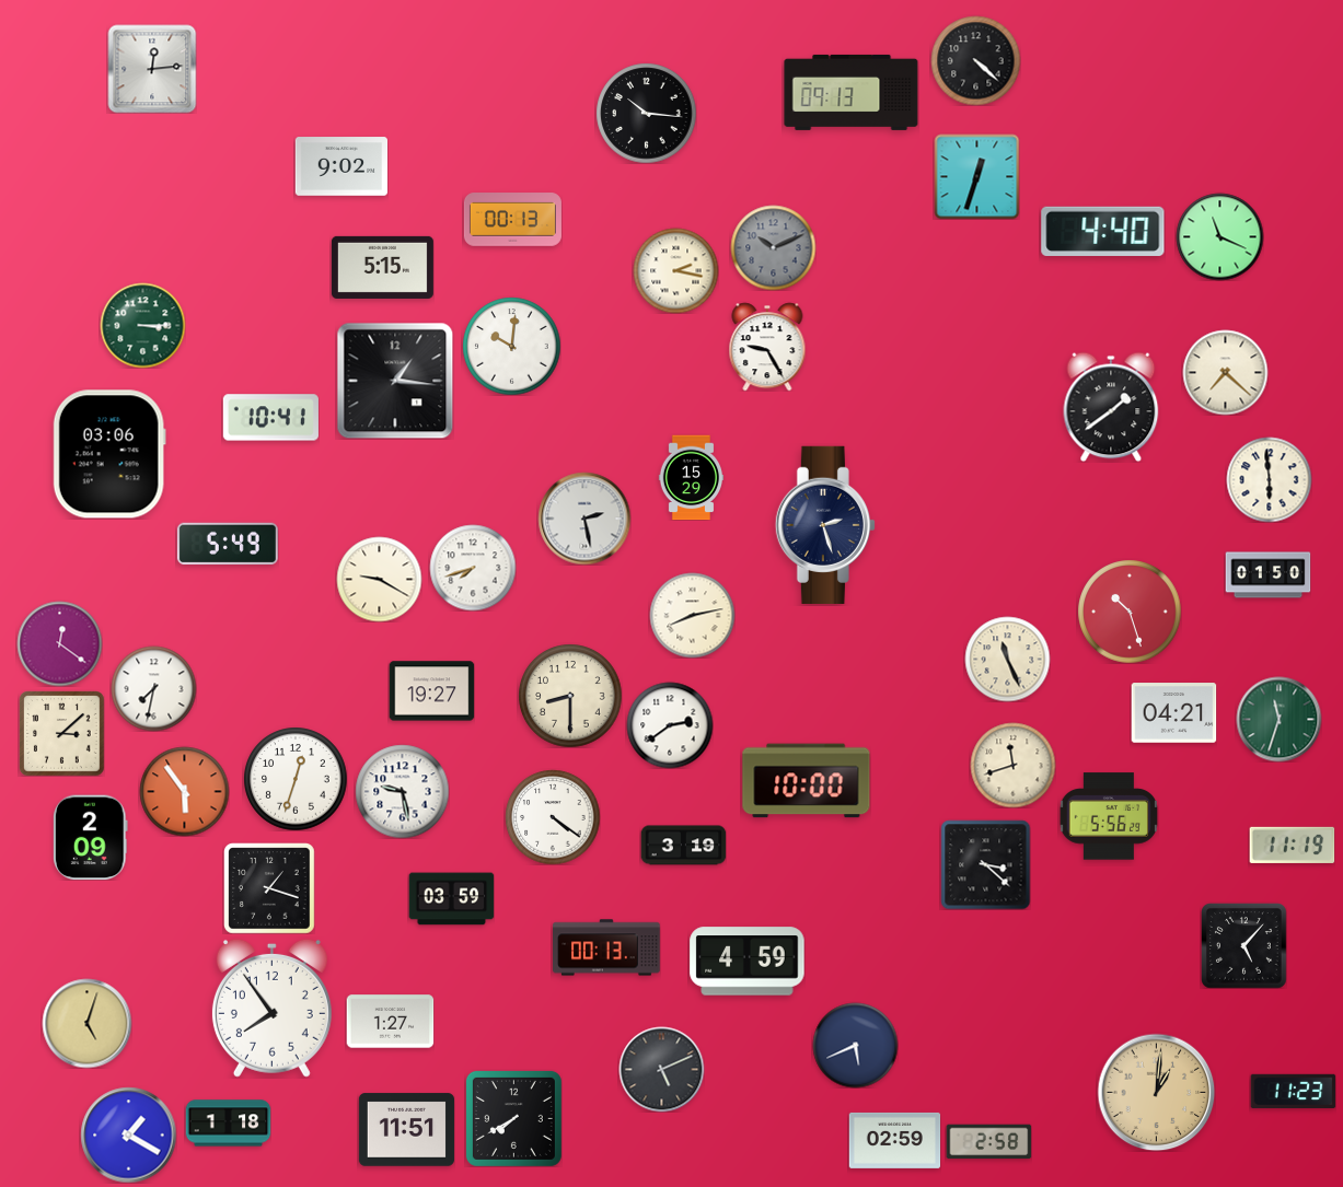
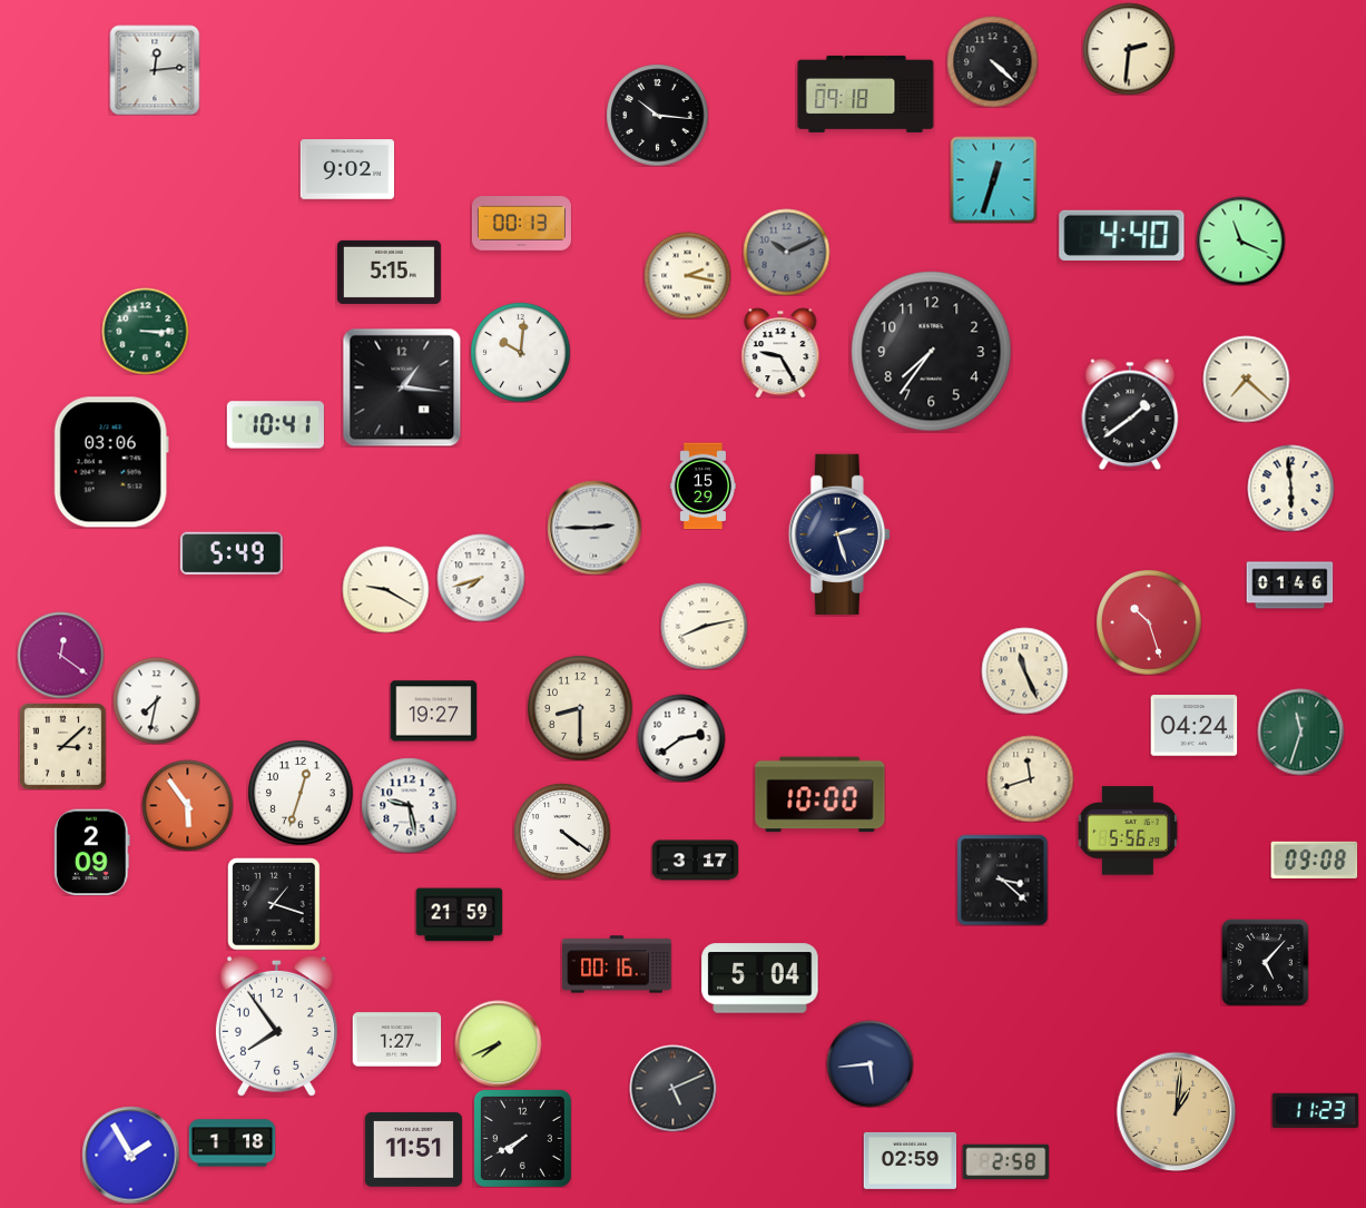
clock at (1129, 49): none -> 2:31
clock at (852, 92): 09:13 -> 09:18
clock at (932, 352): none -> 7:36
clock at (584, 519): 2:28 -> 2:45
clock at (1267, 575): 01:50 -> 01:46
clock at (431, 691) position: (431, 691) -> (433, 711)
clock at (1173, 713): 04:21 -> 04:24
clock at (1292, 845): 11:19 -> 09:08
clock at (683, 846): 3:19 -> 3:17
clock at (451, 899): 03:59 -> 21:59
clock at (606, 947): 00:13 -> 00:16
clock at (748, 962): 4:59 -> 5:04
clock at (86, 1023): 5:03 -> none
clock at (498, 1043): none -> 7:41
clock at (855, 1045): 5:41 -> 5:44
clock at (128, 1134): 1:20 -> 1:55
